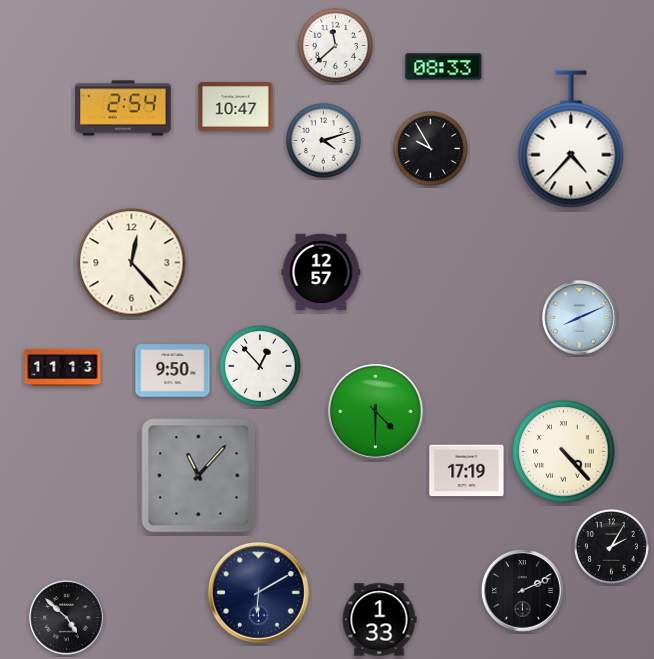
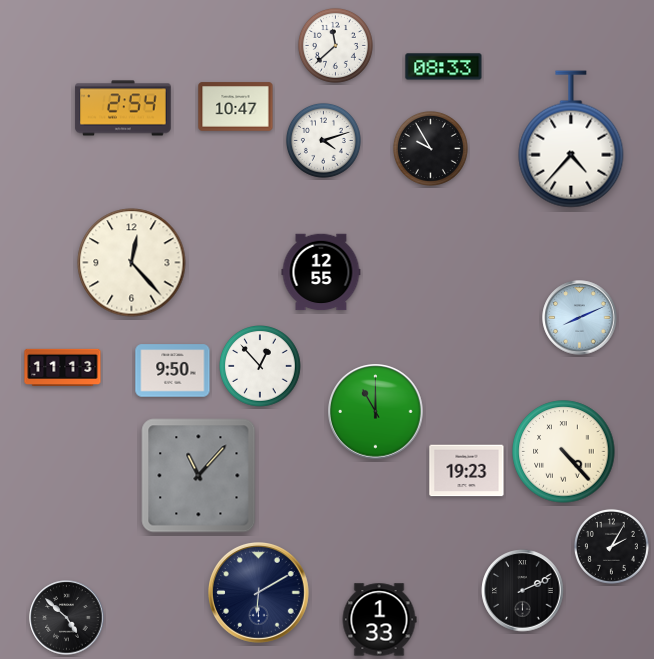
clock at (321, 272): 12:57 -> 12:55
clock at (376, 412): 4:30 -> 11:00
clock at (467, 471): 17:19 -> 19:23
